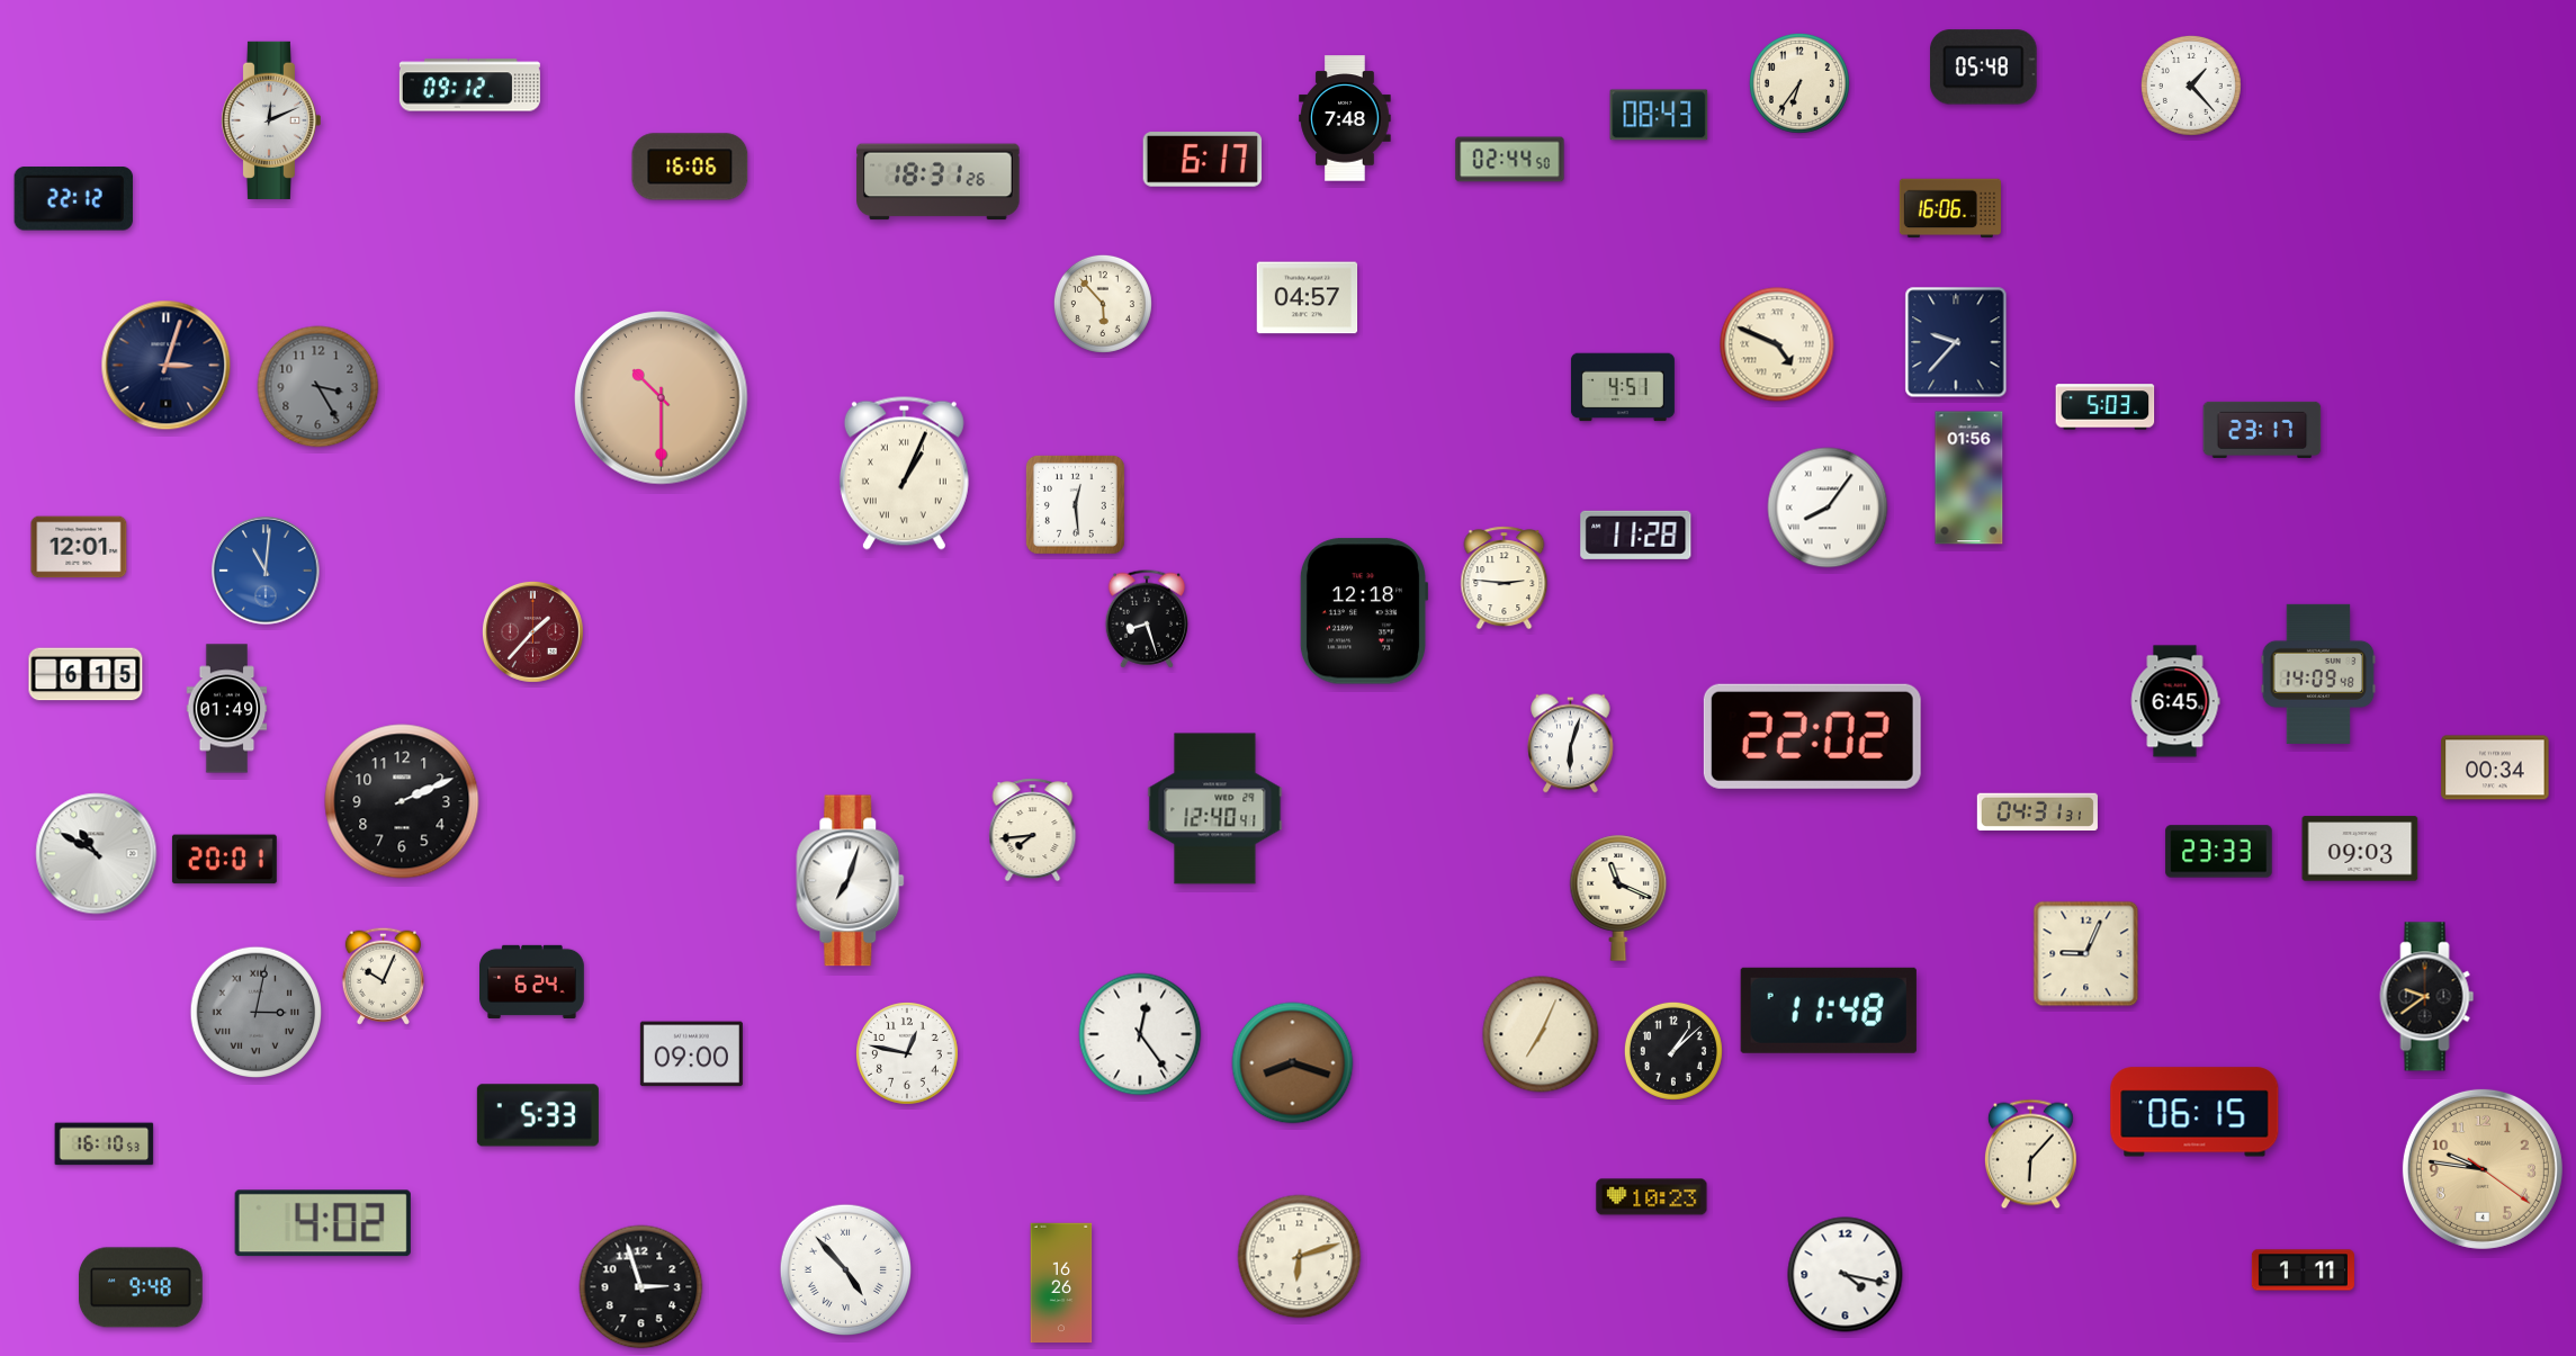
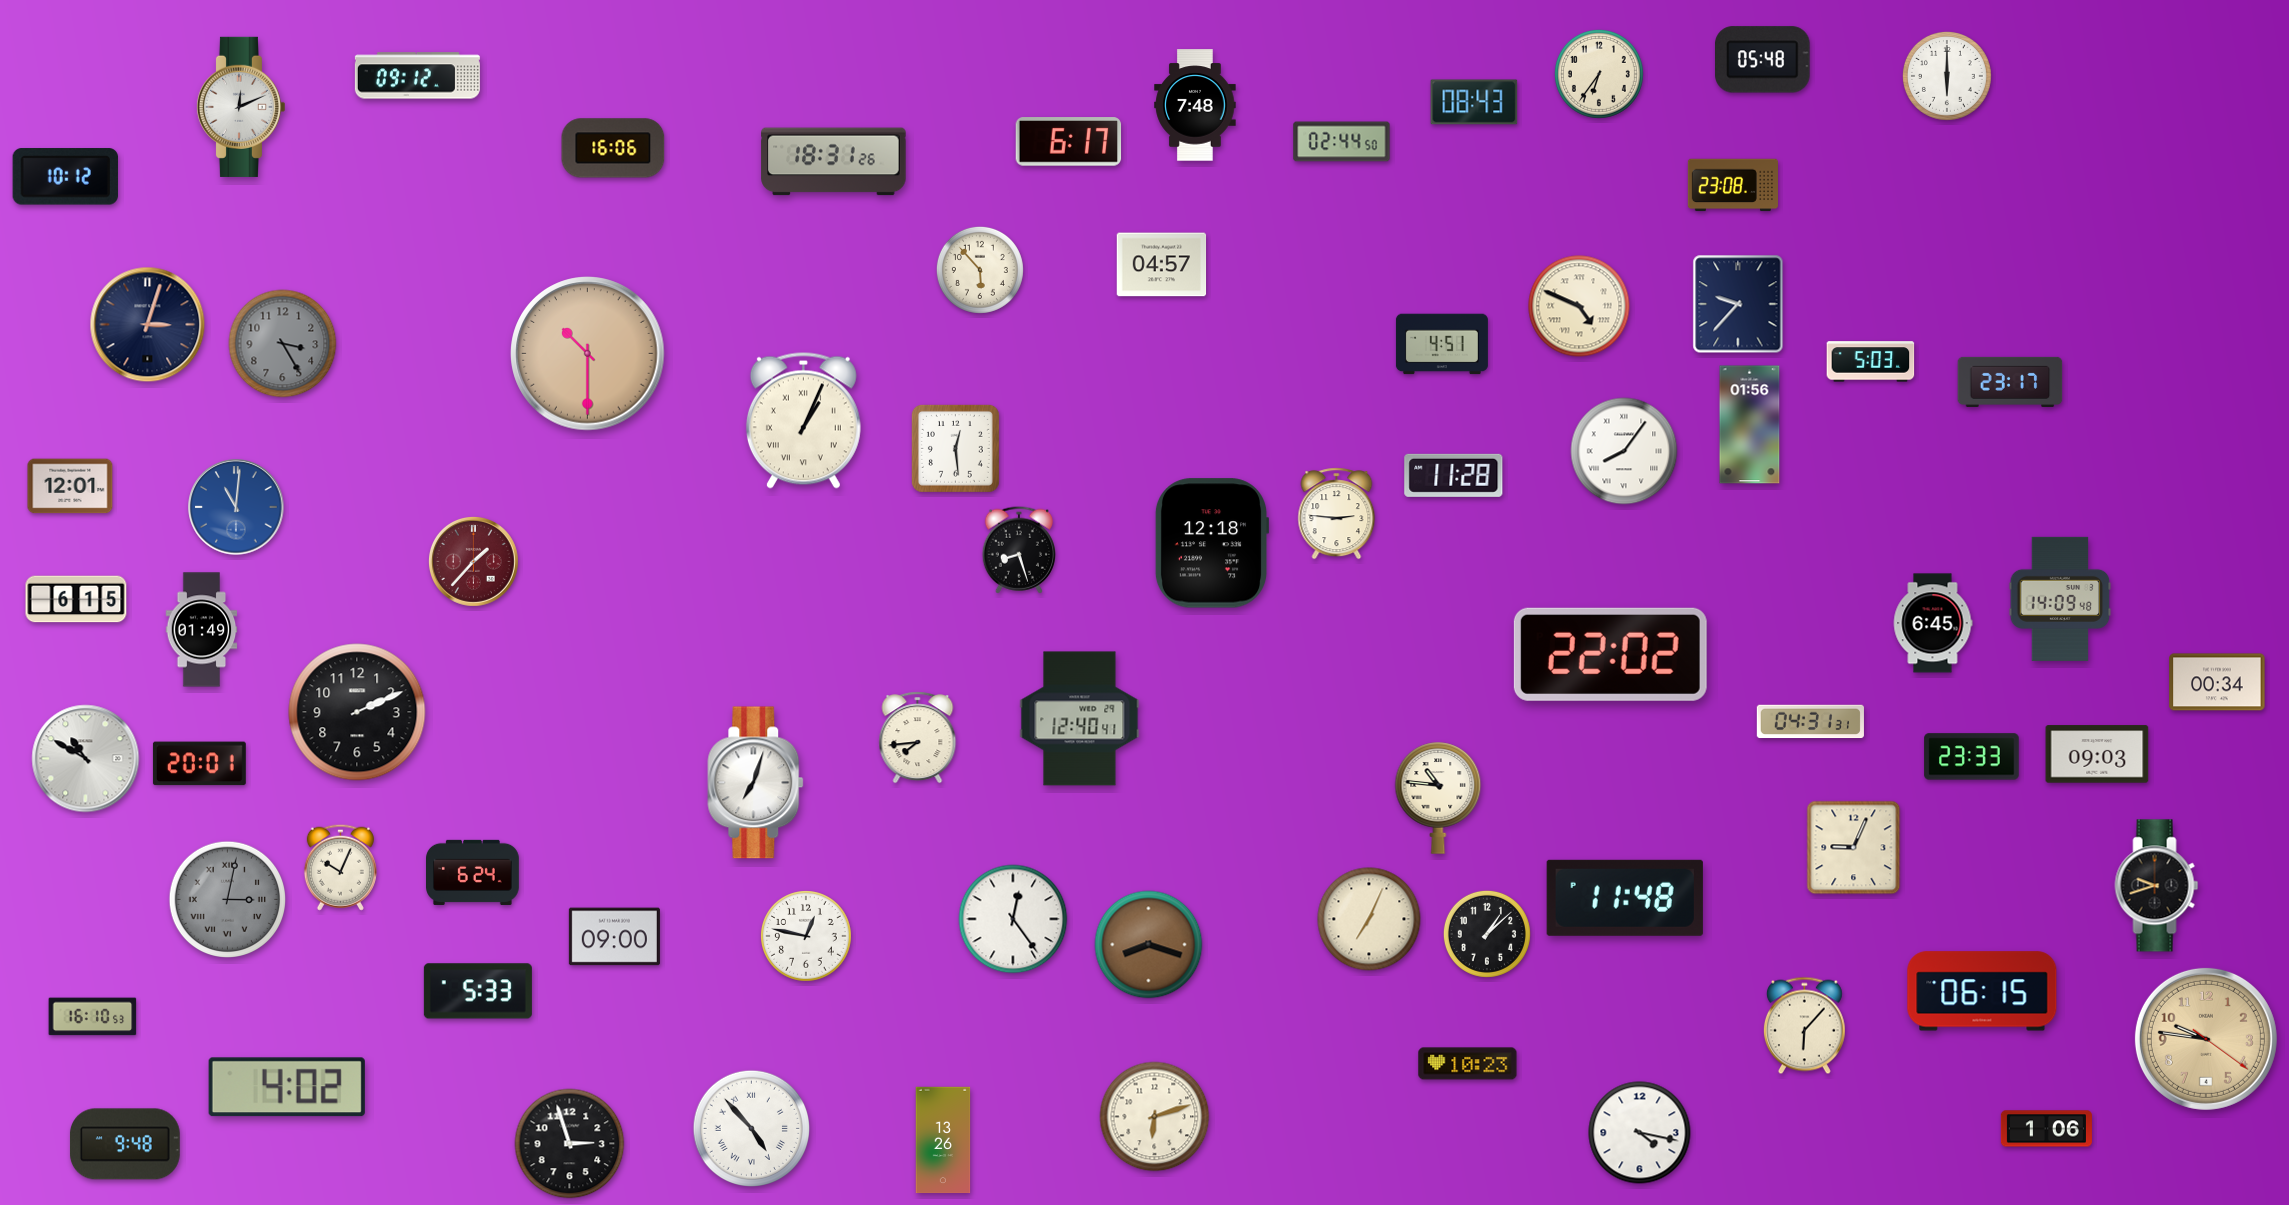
clock at (2191, 86): 1:23 -> 6:00
clock at (73, 199): 22:12 -> 10:12
clock at (1949, 208): 16:06 -> 23:08
clock at (1571, 744): 6:03 -> none
clock at (1618, 898): 11:19 -> 10:46
clock at (2427, 997): 9:39 -> 9:42
clock at (2194, 1112) position: (2194, 1112) -> (1982, 991)
clock at (2303, 1270): 1:11 -> 1:06
clock at (1061, 1283): 16:26 -> 13:26
